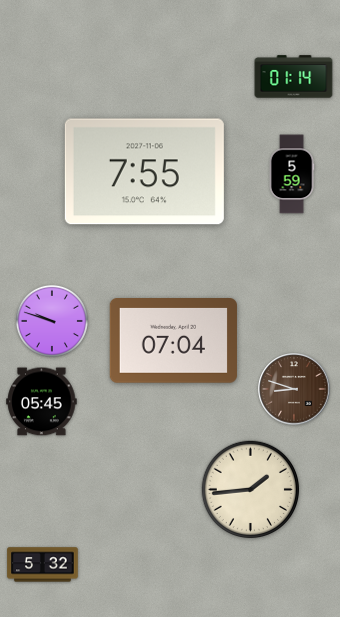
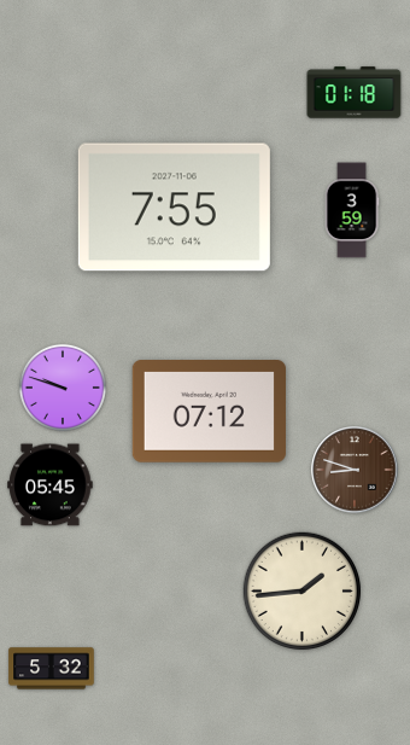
clock at (294, 77): 01:14 -> 01:18
clock at (292, 174): 5:59 -> 3:59
clock at (173, 341): 07:04 -> 07:12
clock at (43, 565) position: (43, 565) -> (52, 669)
